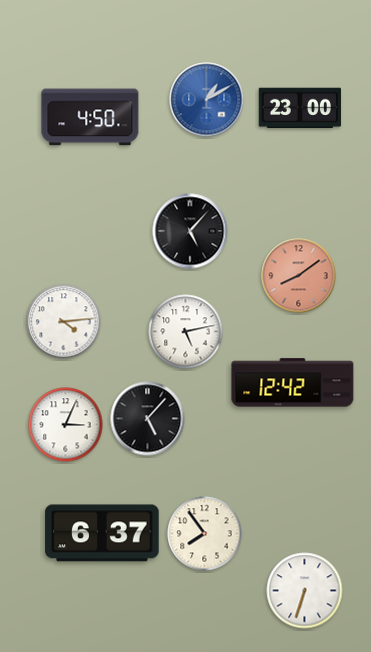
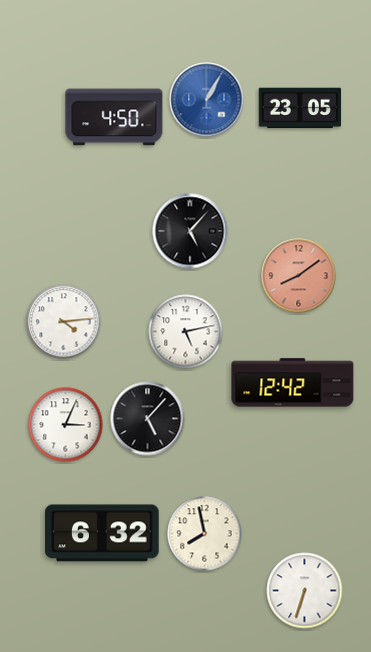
clock at (207, 100): 1:10 -> 1:05
clock at (299, 108): 23:00 -> 23:05
clock at (90, 117) position: (90, 117) -> (114, 117)
clock at (102, 533): 6:37 -> 6:32
clock at (205, 534): 7:54 -> 7:58
